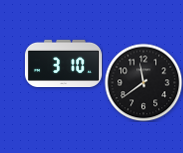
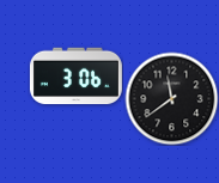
clock at (63, 64): 3:10 -> 3:06
